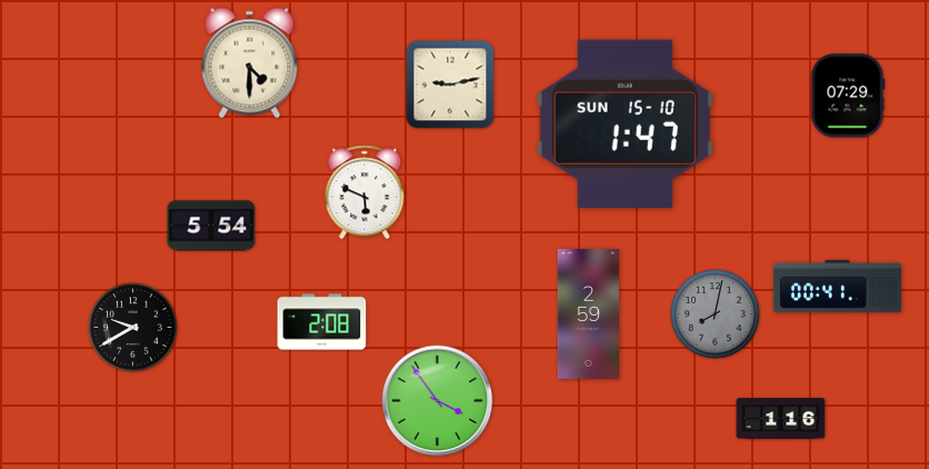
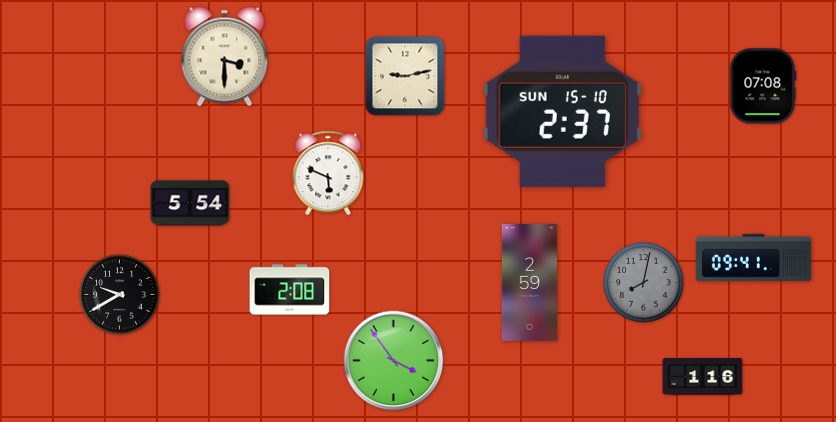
clock at (250, 63): 4:30 -> 3:30
clock at (848, 96): 07:29 -> 07:08
clock at (625, 123): 1:47 -> 2:37
clock at (837, 286): 00:41 -> 09:41
